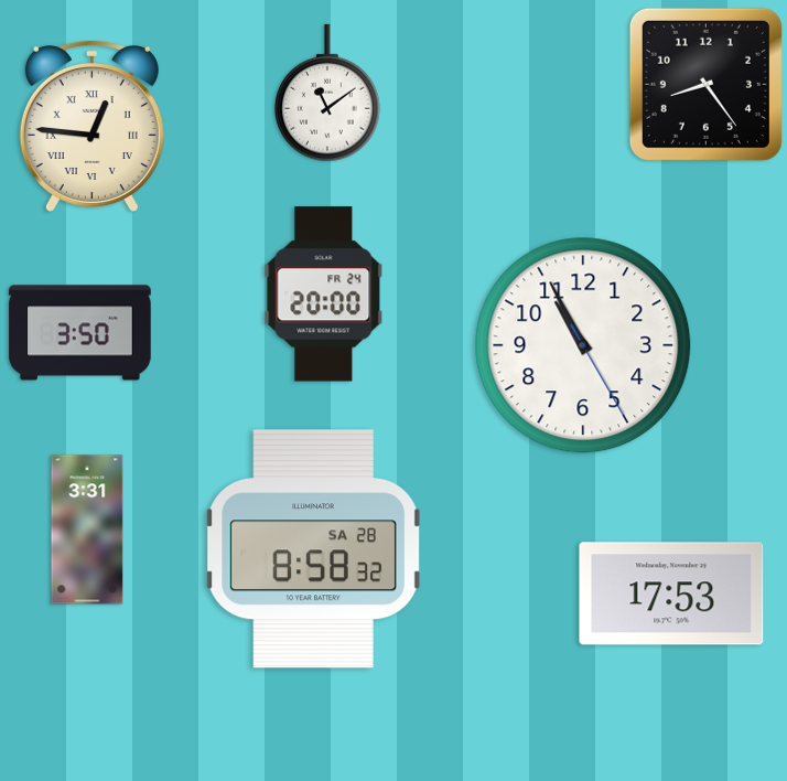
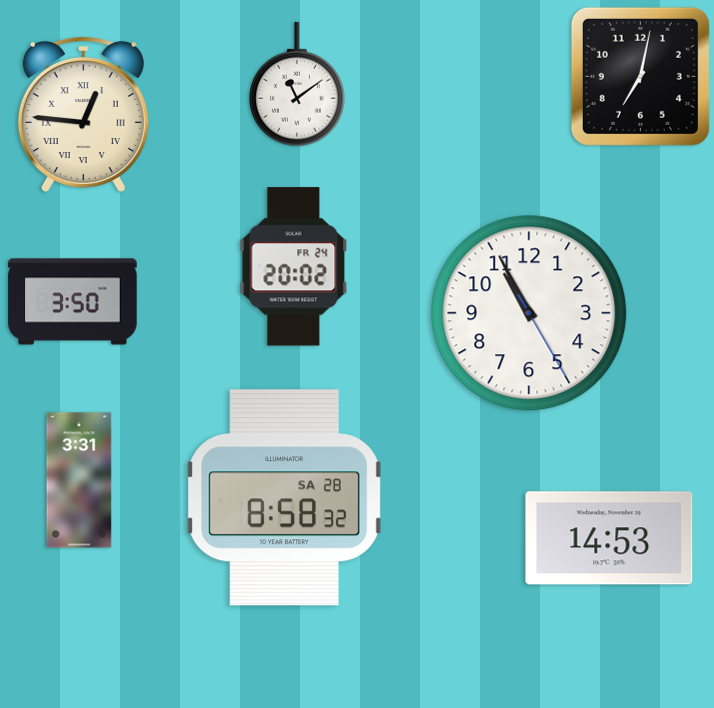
clock at (705, 84): 8:24 -> 7:02
clock at (324, 295): 20:00 -> 20:02
clock at (671, 593): 17:53 -> 14:53
